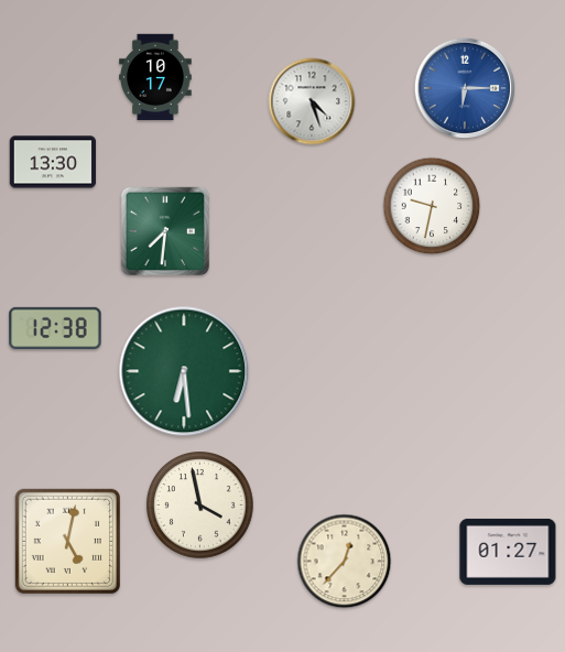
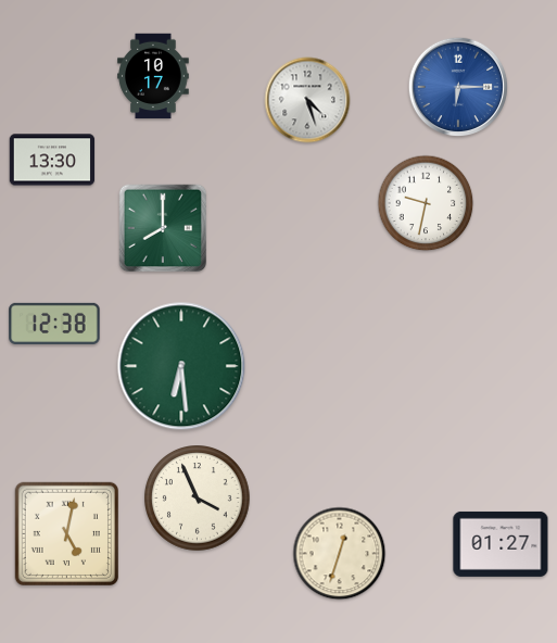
clock at (165, 231): 7:31 -> 8:00
clock at (200, 506): 3:58 -> 3:56
clock at (345, 562): 12:37 -> 12:33
